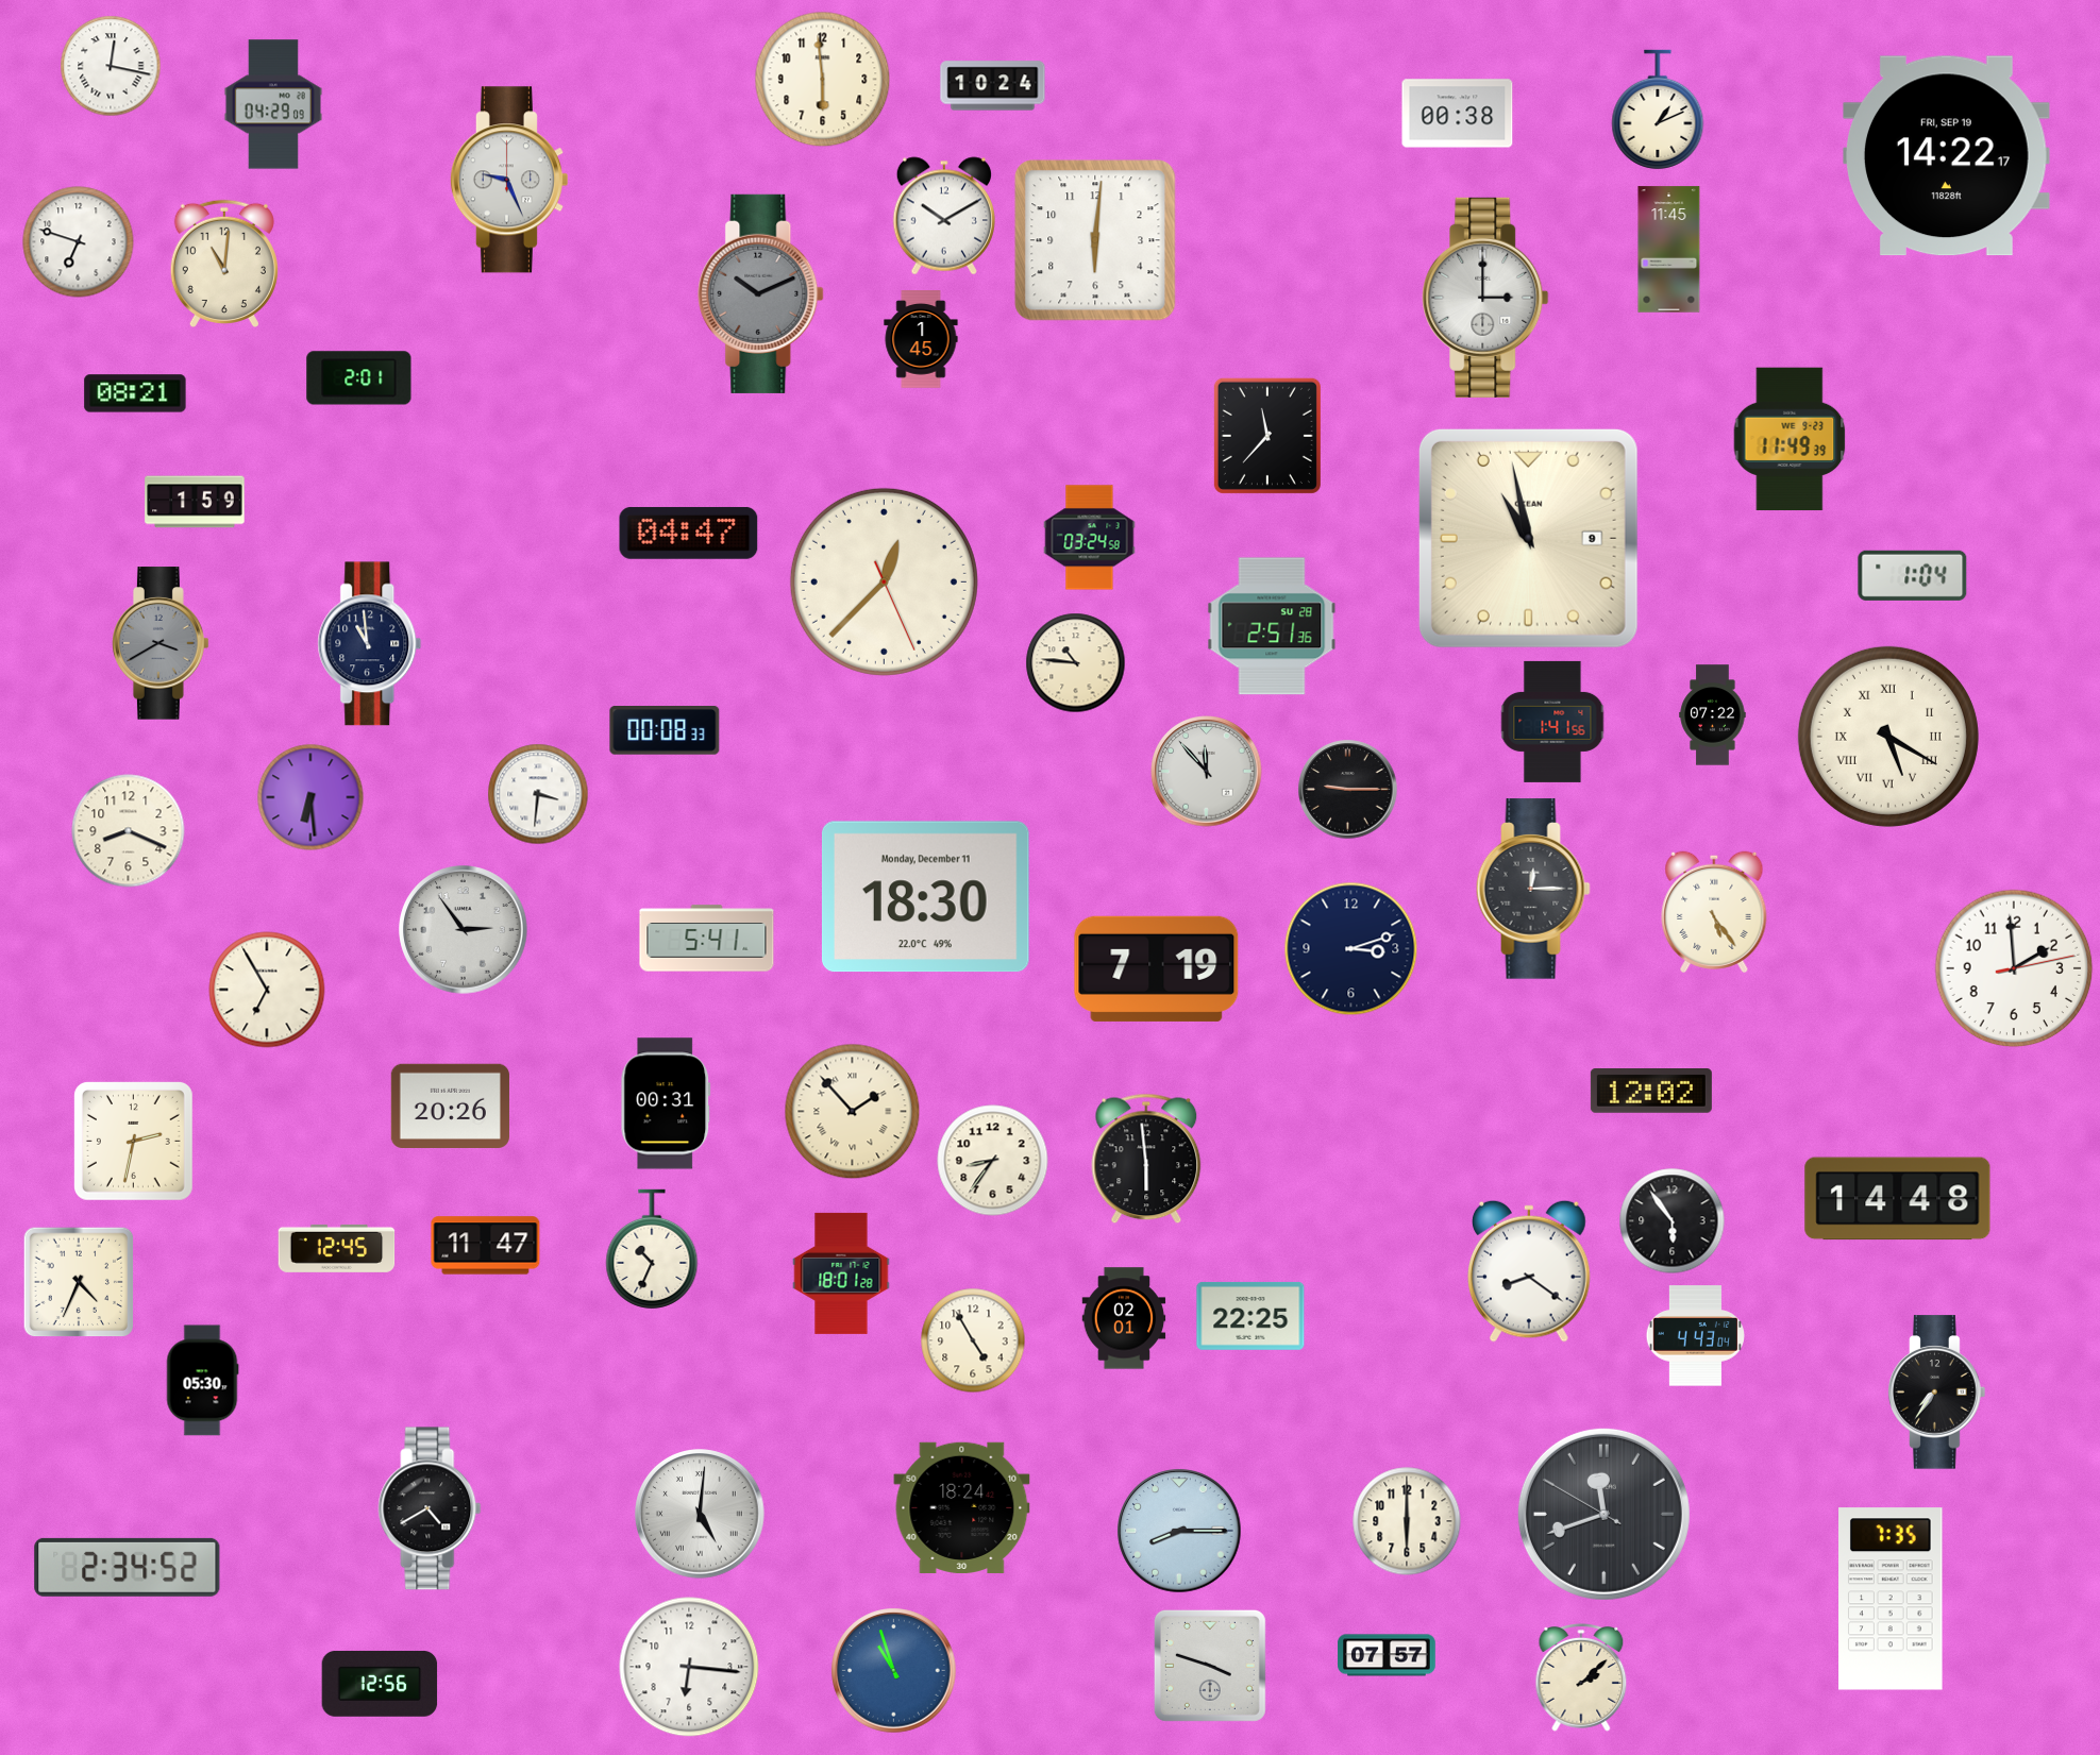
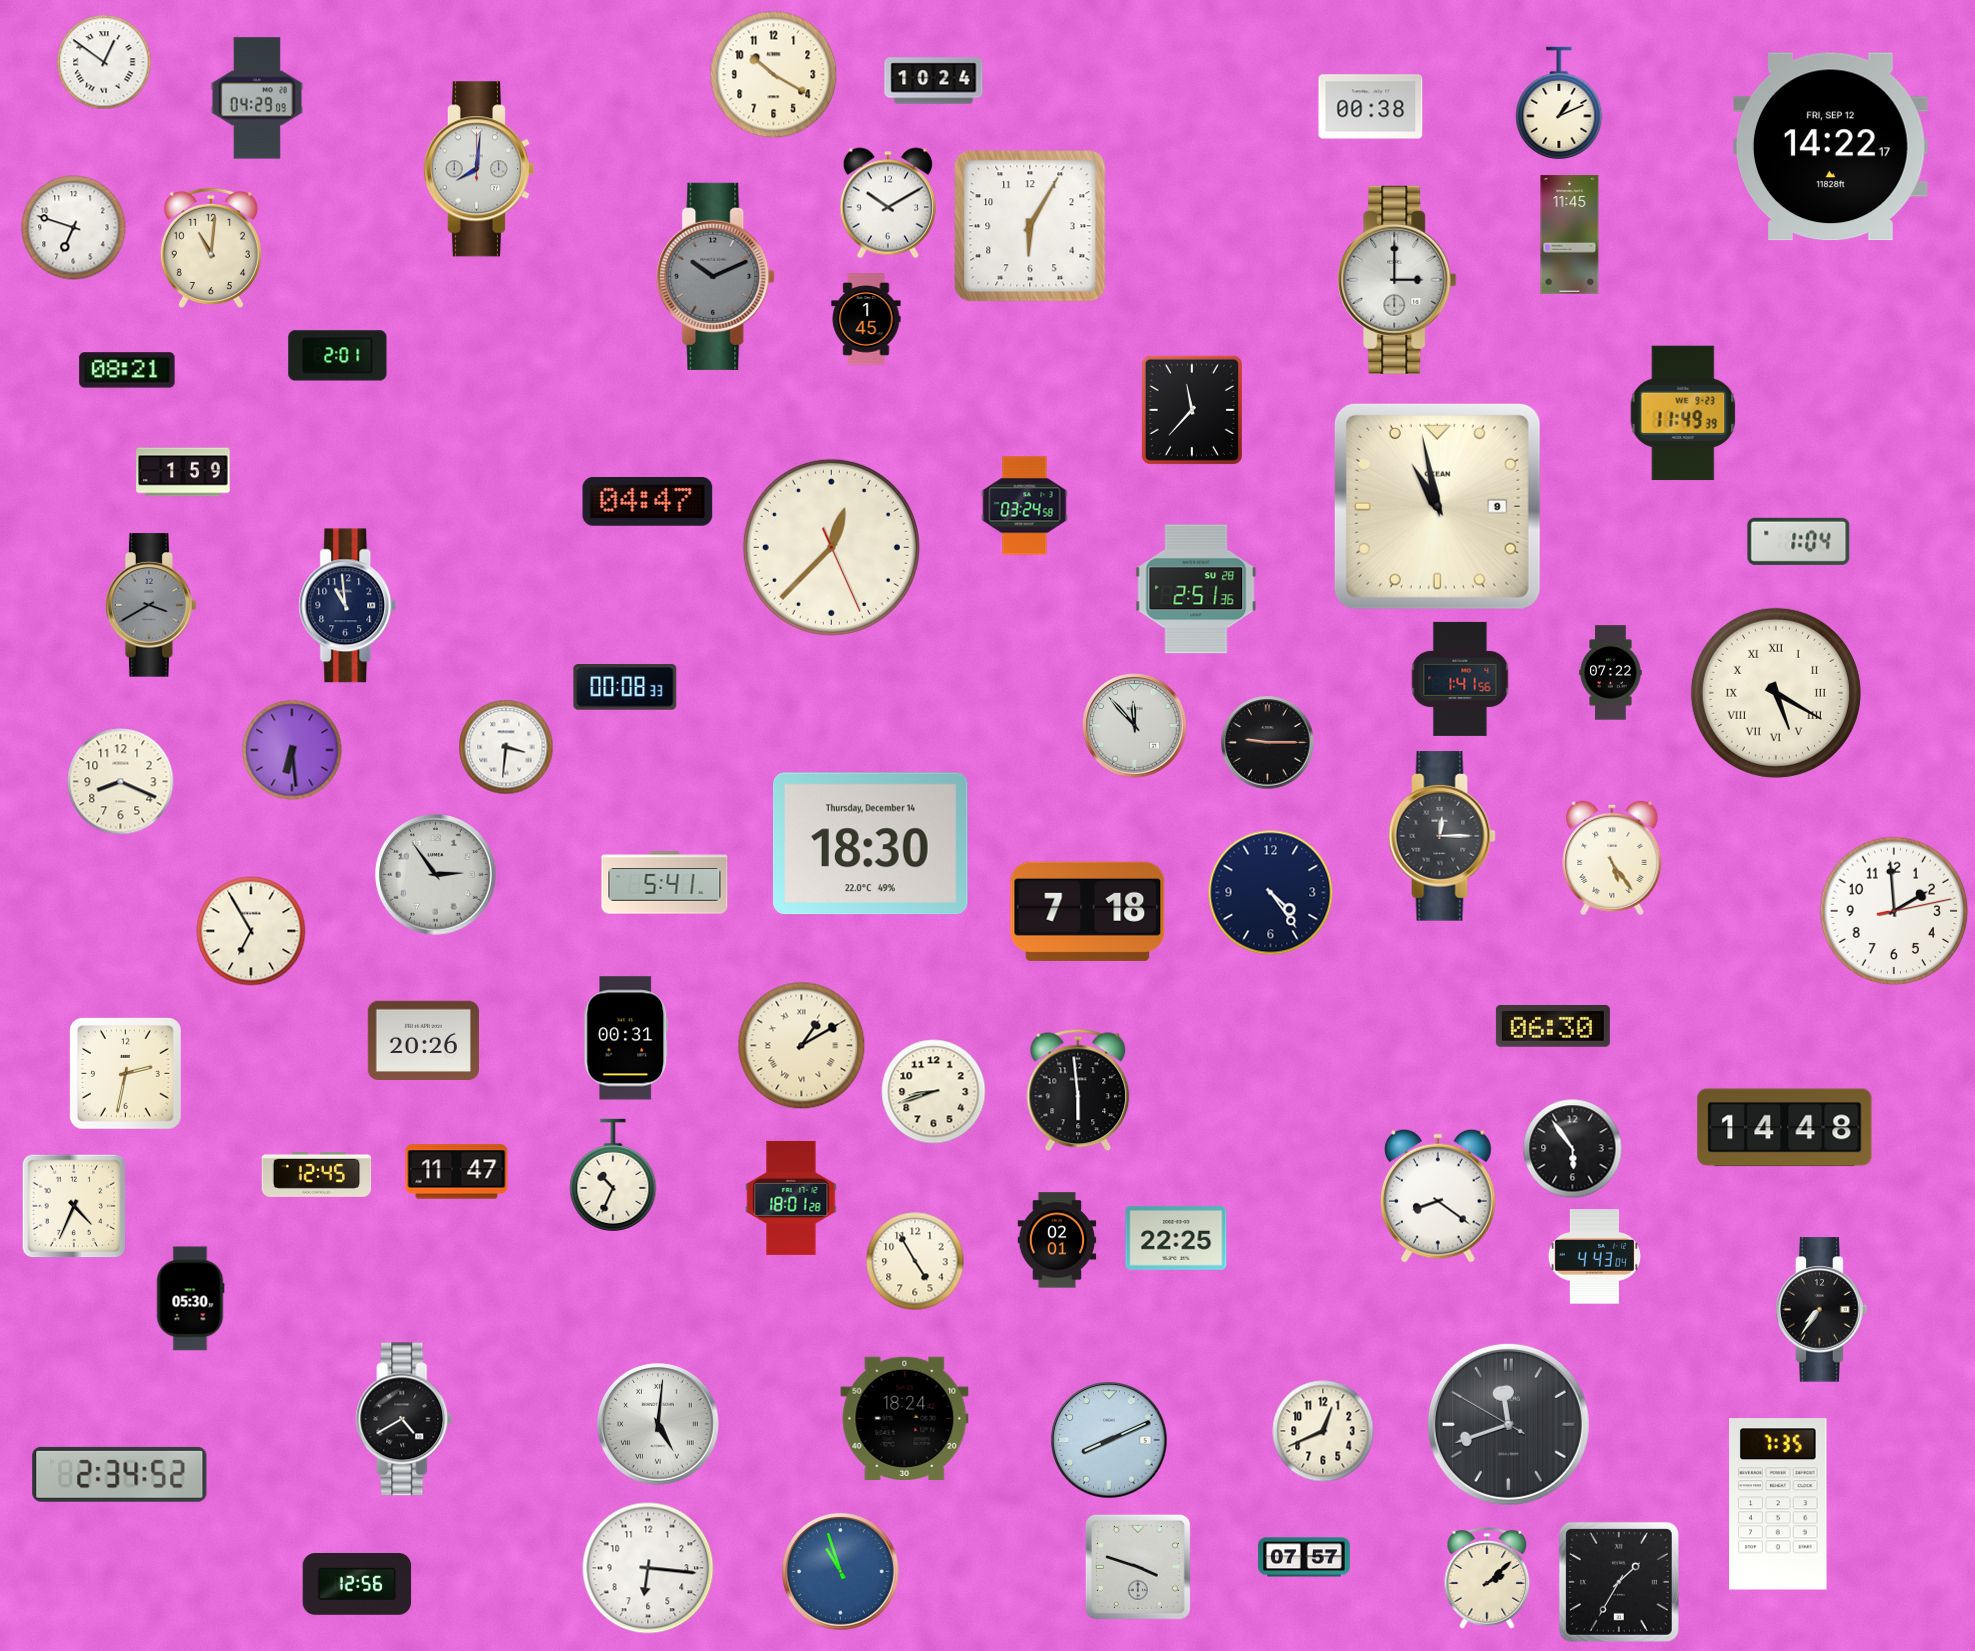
clock at (111, 66): 12:17 -> 12:51
clock at (823, 80): 5:59 -> 10:20
clock at (1947, 156) date: FRI, SEP 19 -> FRI, SEP 12
clock at (508, 180): 9:26 -> 8:01
clock at (1095, 240): 6:01 -> 6:05
clock at (1076, 663): 10:46 -> none
clock at (925, 897) date: Monday, December 11 -> Thursday, December 14
clock at (1351, 949): 3:12 -> 4:24
clock at (1157, 968): 7:19 -> 7:18
clock at (1651, 1092): 12:02 -> 06:30
clock at (853, 1112): 1:53 -> 1:10
clock at (993, 1161): 8:36 -> 8:42
clock at (1407, 1521): 6:00 -> 12:41
clock at (1179, 1531): 8:15 -> 8:11
clock at (1619, 1582): none -> 1:35
